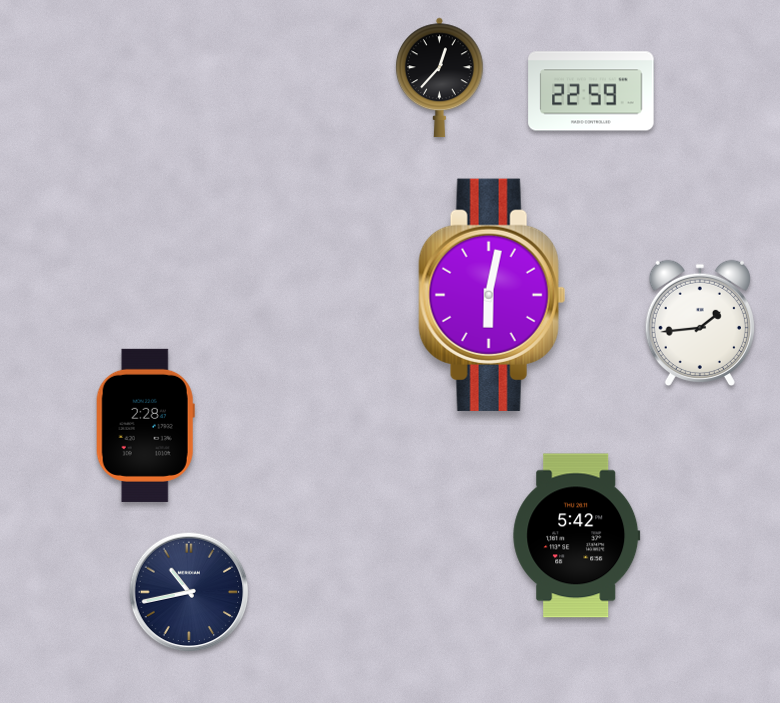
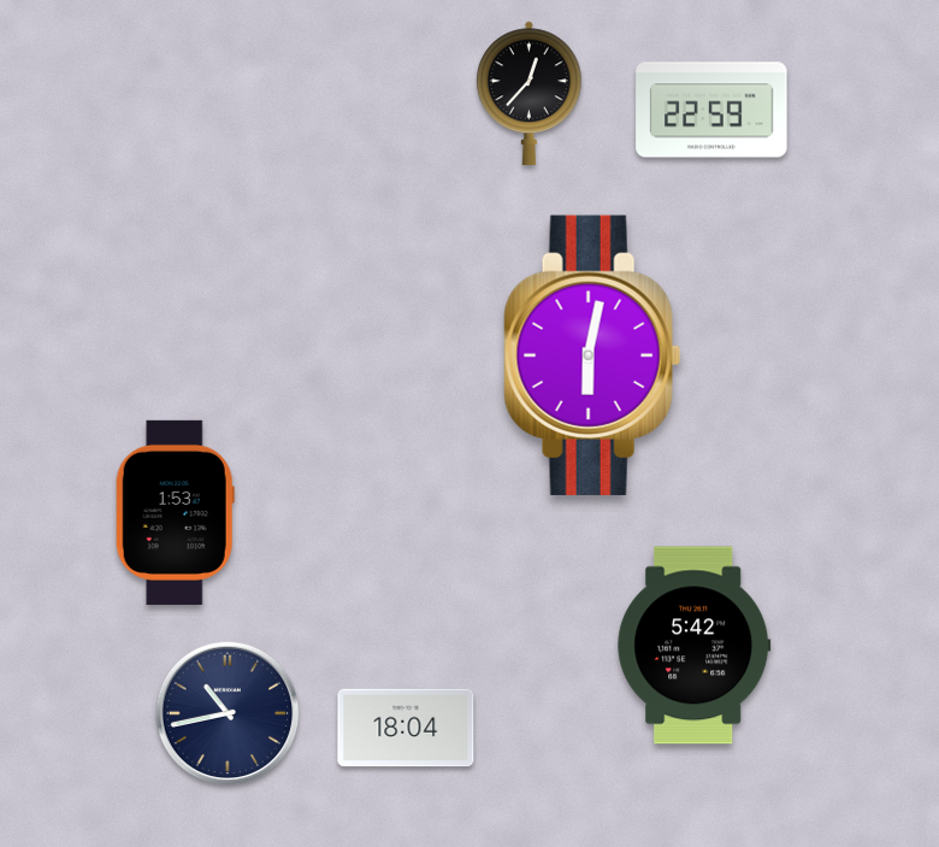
clock at (700, 323): 1:44 -> none
clock at (145, 425): 2:28 -> 1:53
clock at (406, 728): none -> 18:04
